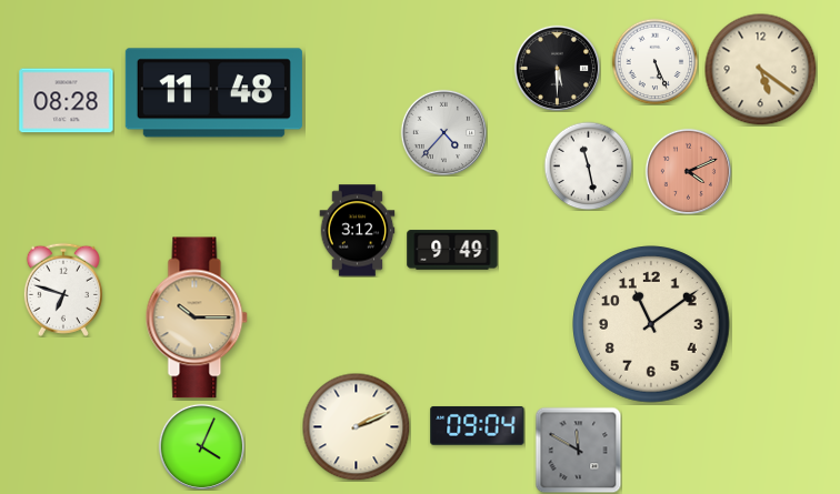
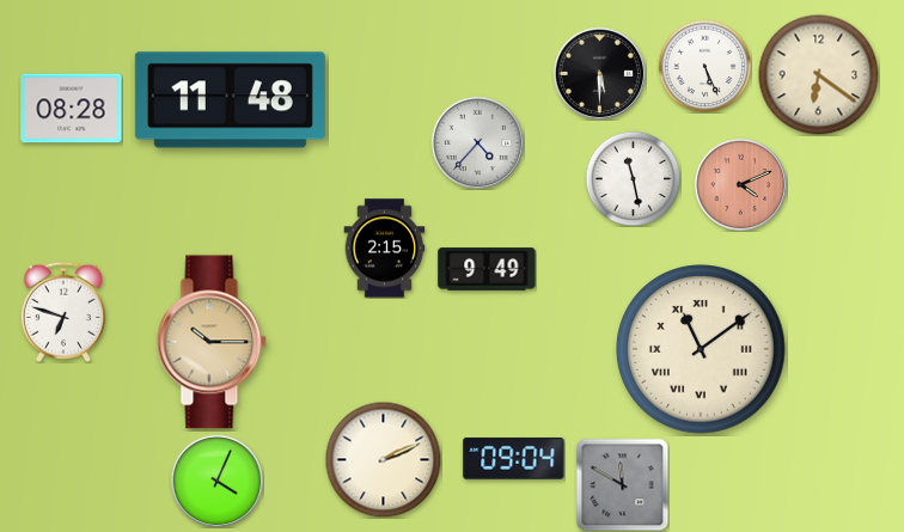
clock at (761, 70): 5:21 -> 6:21
clock at (358, 231): 3:12 -> 2:15
clock at (63, 290) position: (63, 290) -> (63, 312)
clock at (651, 324) numerals: Arabic -> Roman
